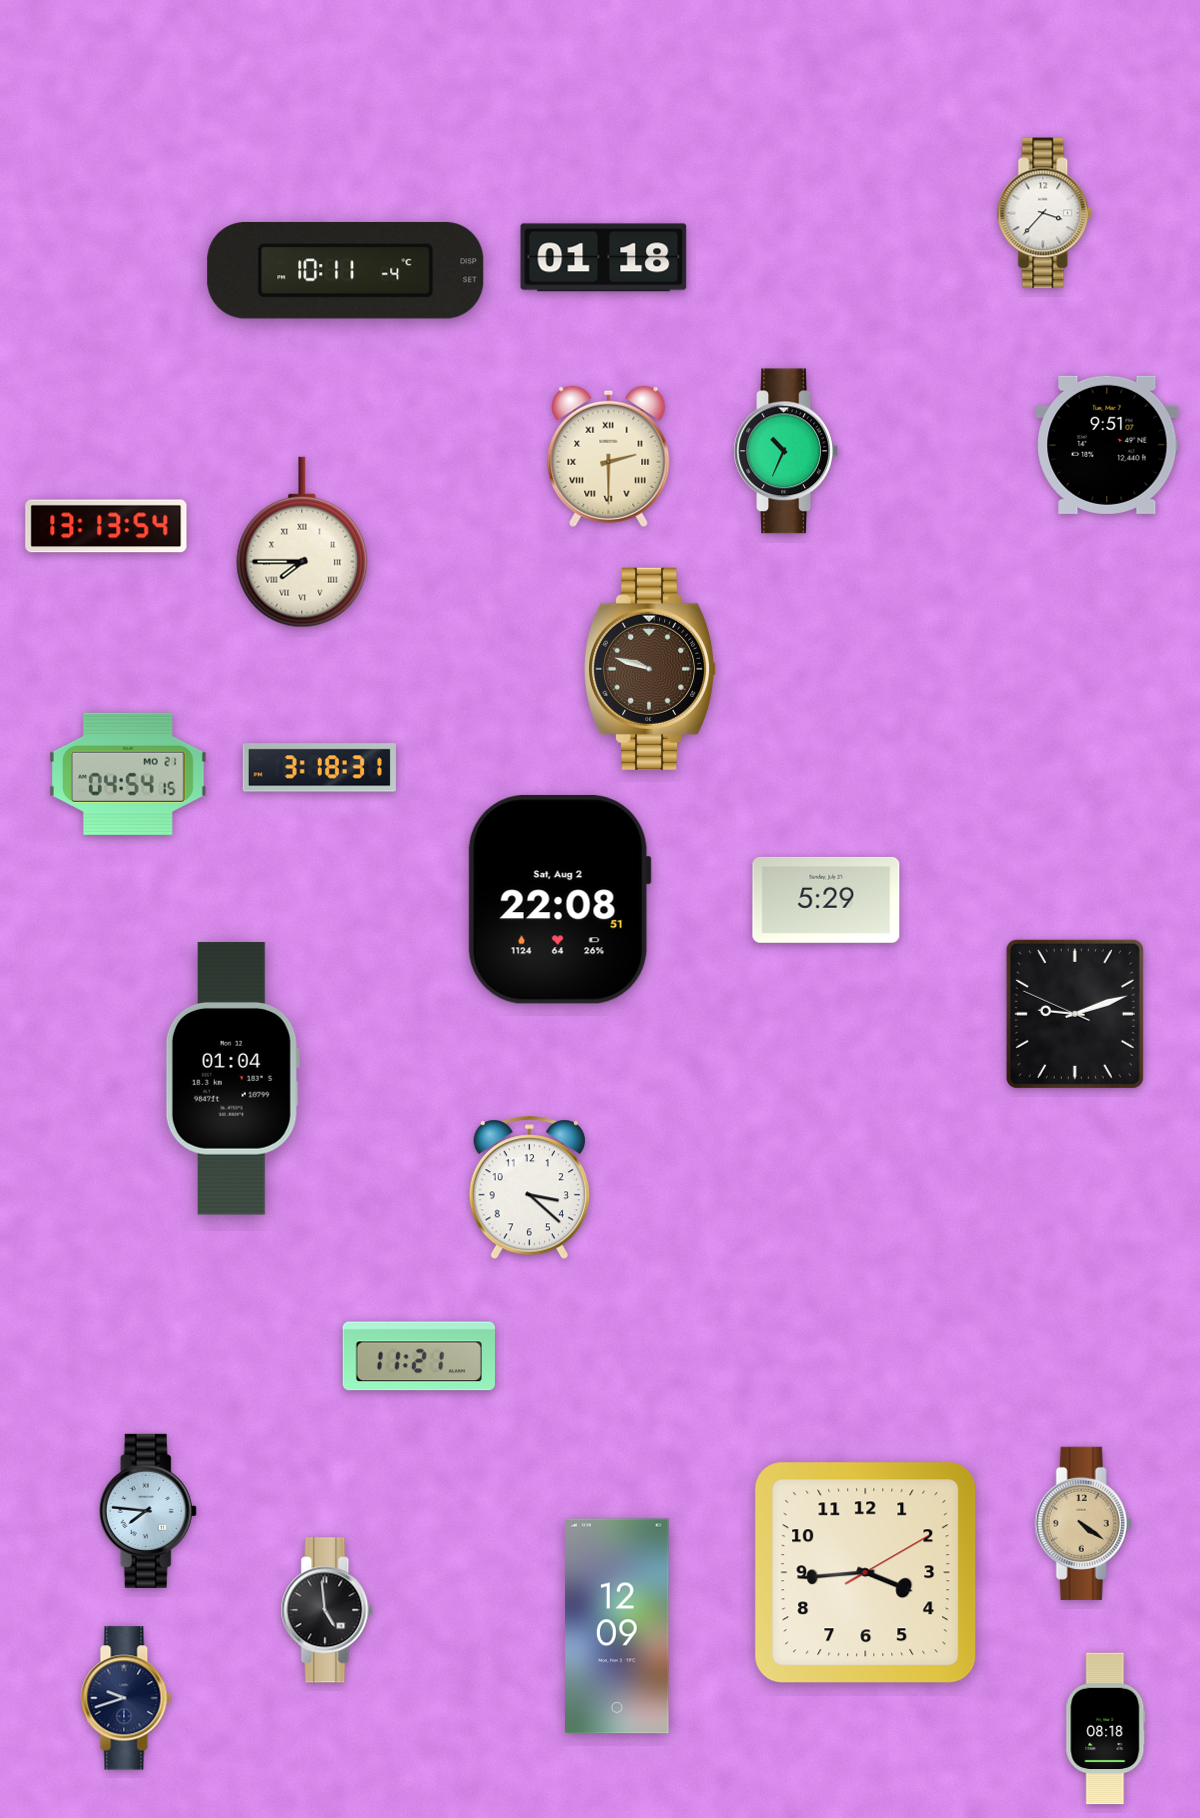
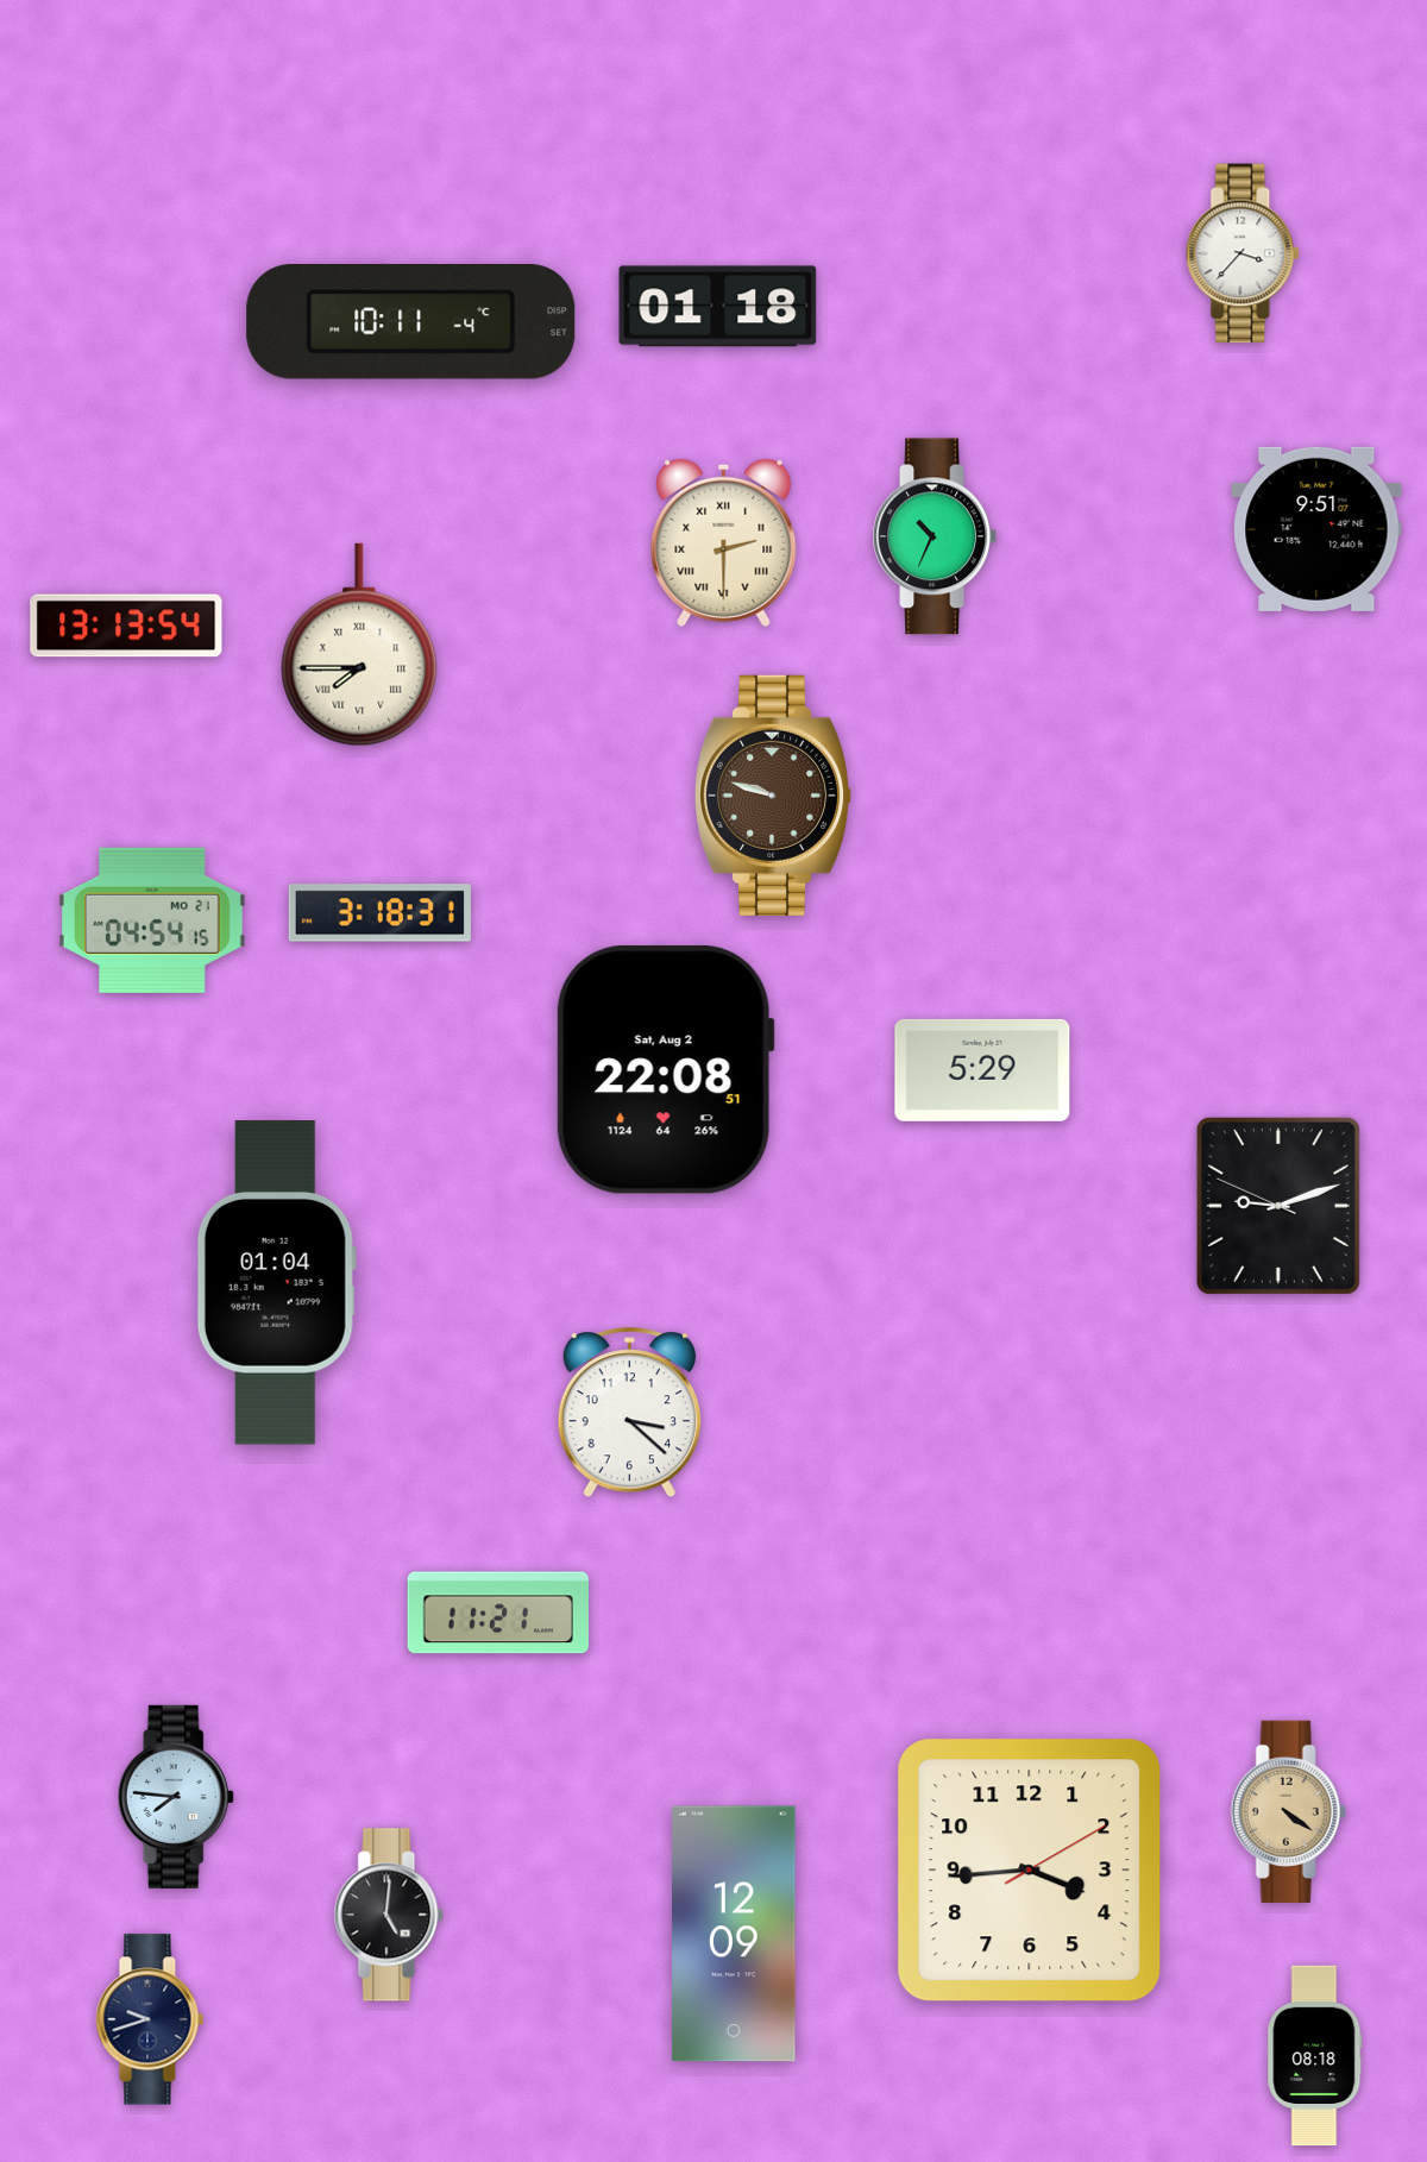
clock at (327, 1610): 4:59 -> 5:01
